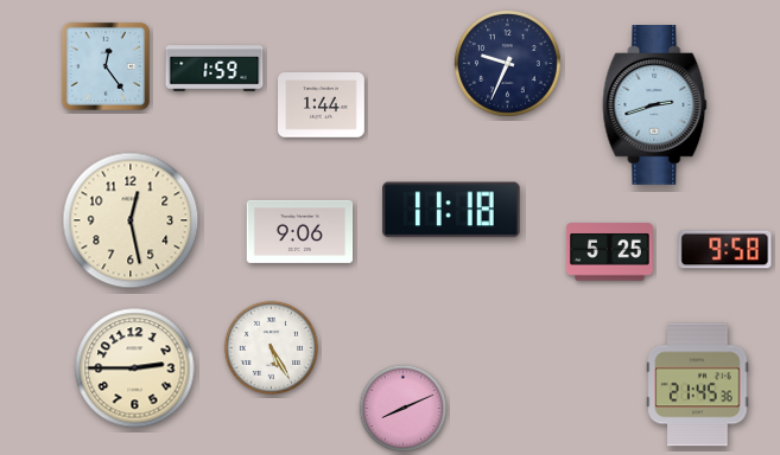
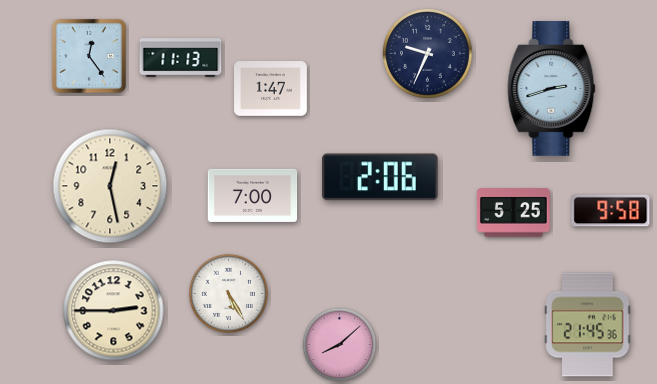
clock at (215, 69): 1:59 -> 11:13
clock at (322, 105): 1:44 -> 1:47
clock at (451, 210): 11:18 -> 2:06
clock at (300, 231): 9:06 -> 7:00
clock at (404, 409): 8:11 -> 8:08
